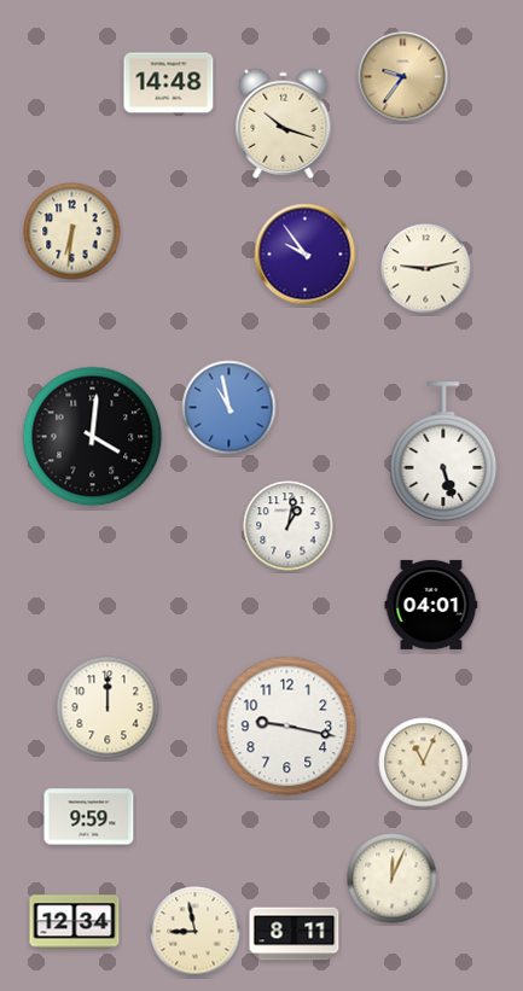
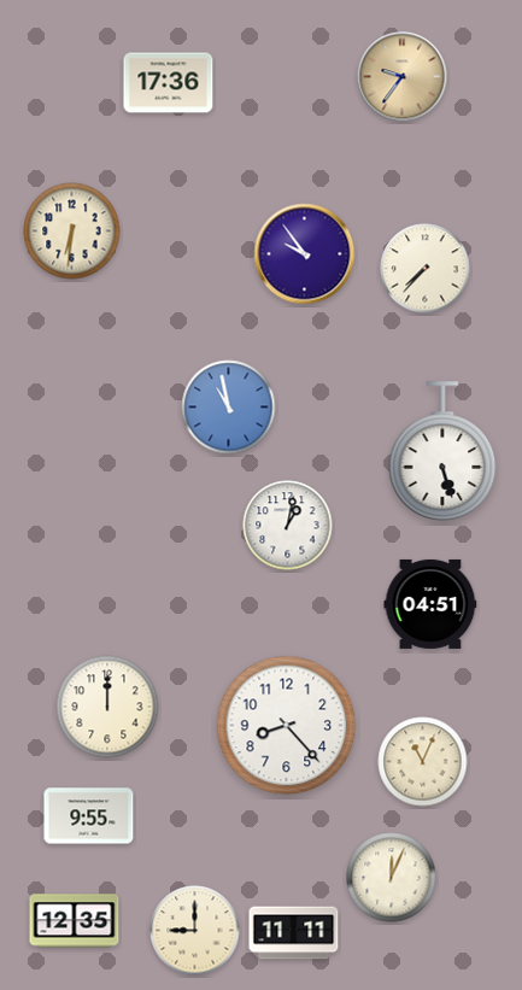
clock at (169, 83): 14:48 -> 17:36
clock at (284, 123): 10:18 -> none
clock at (426, 269): 9:13 -> 7:37
clock at (93, 437): 4:01 -> none
clock at (431, 605): 04:01 -> 04:51
clock at (287, 727): 9:17 -> 8:23
clock at (89, 817): 9:59 -> 9:55
clock at (75, 922): 12:34 -> 12:35
clock at (196, 932): 8:58 -> 9:00
clock at (295, 934): 8:11 -> 11:11
